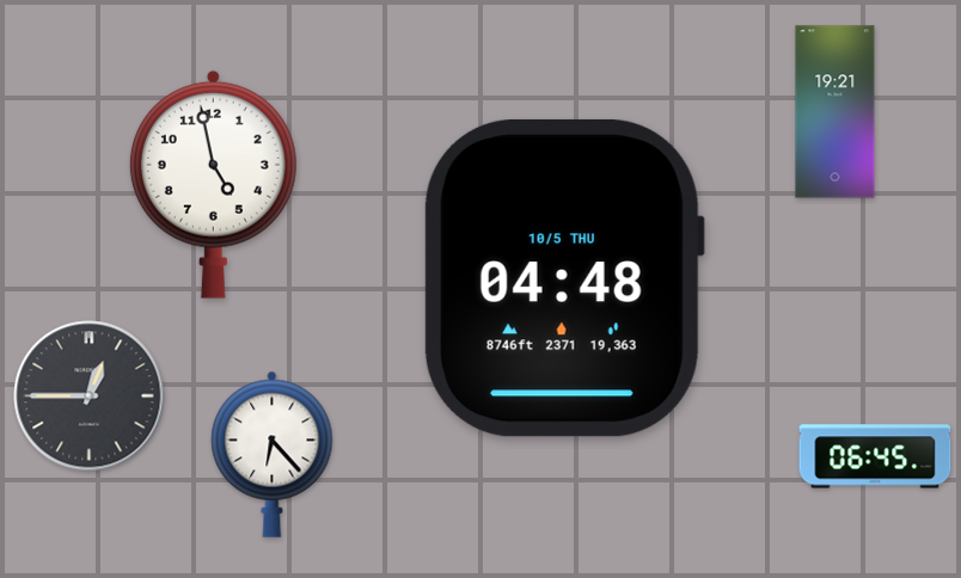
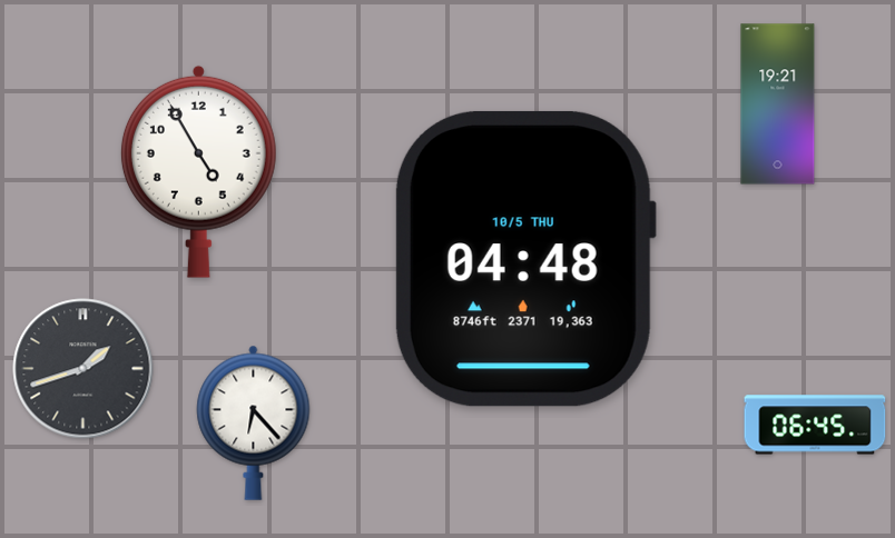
clock at (213, 184): 4:58 -> 4:55
clock at (90, 396): 12:45 -> 1:42
